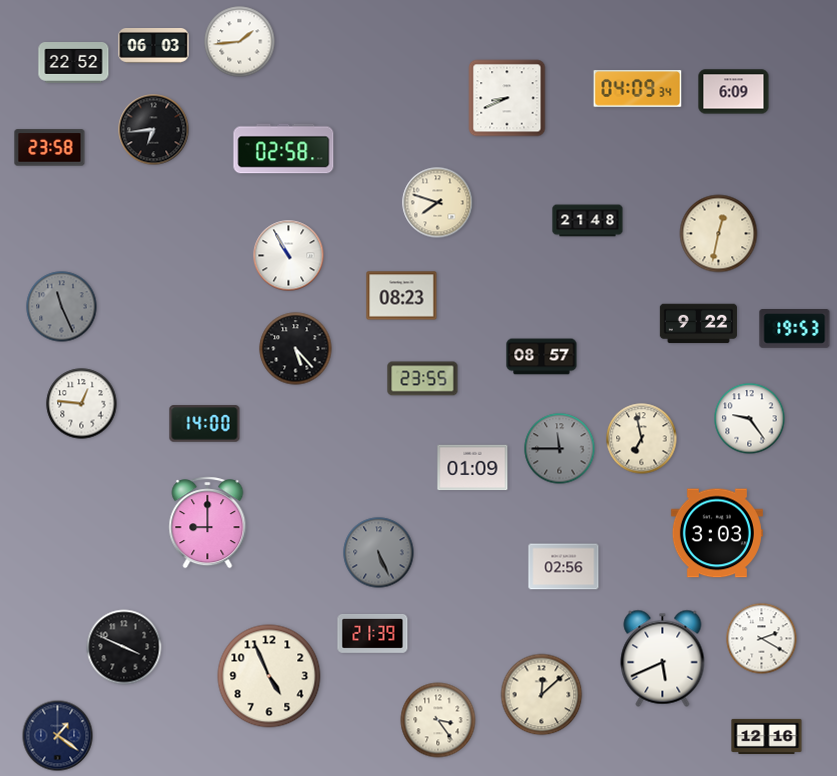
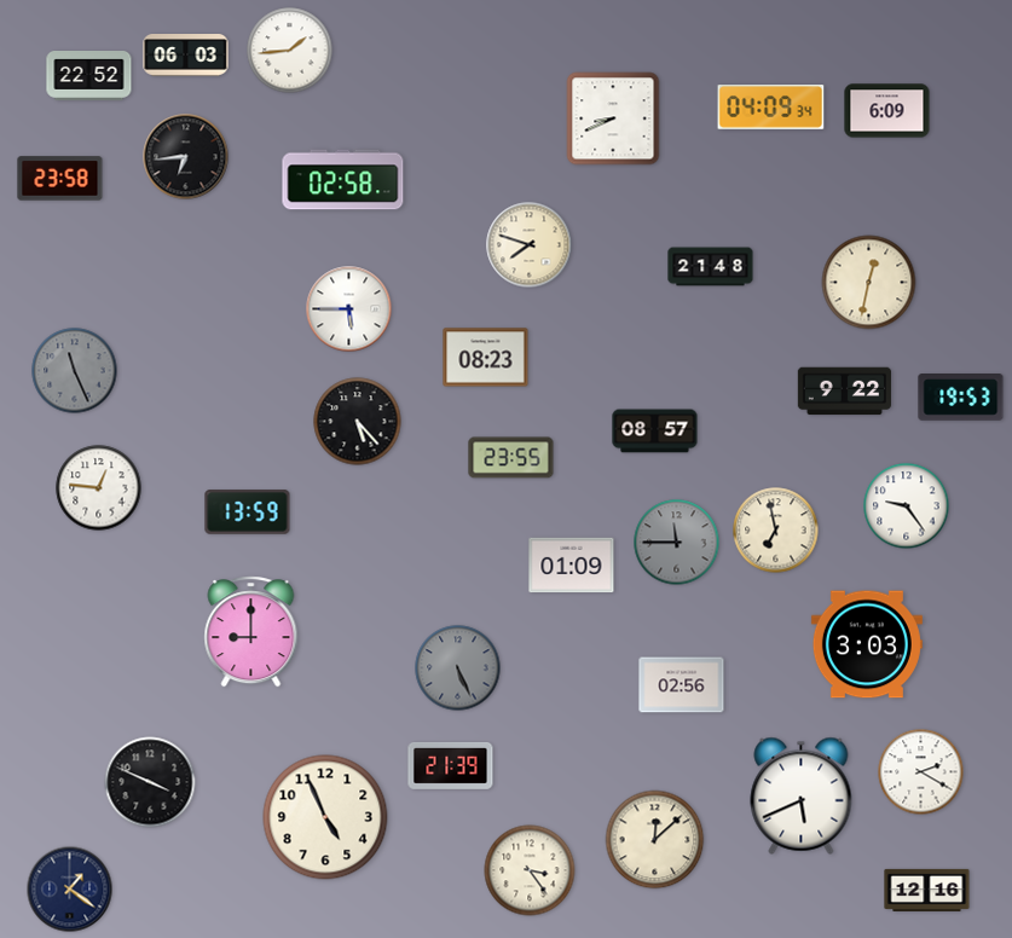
clock at (289, 256): 10:55 -> 5:45
clock at (205, 424): 14:00 -> 13:59
